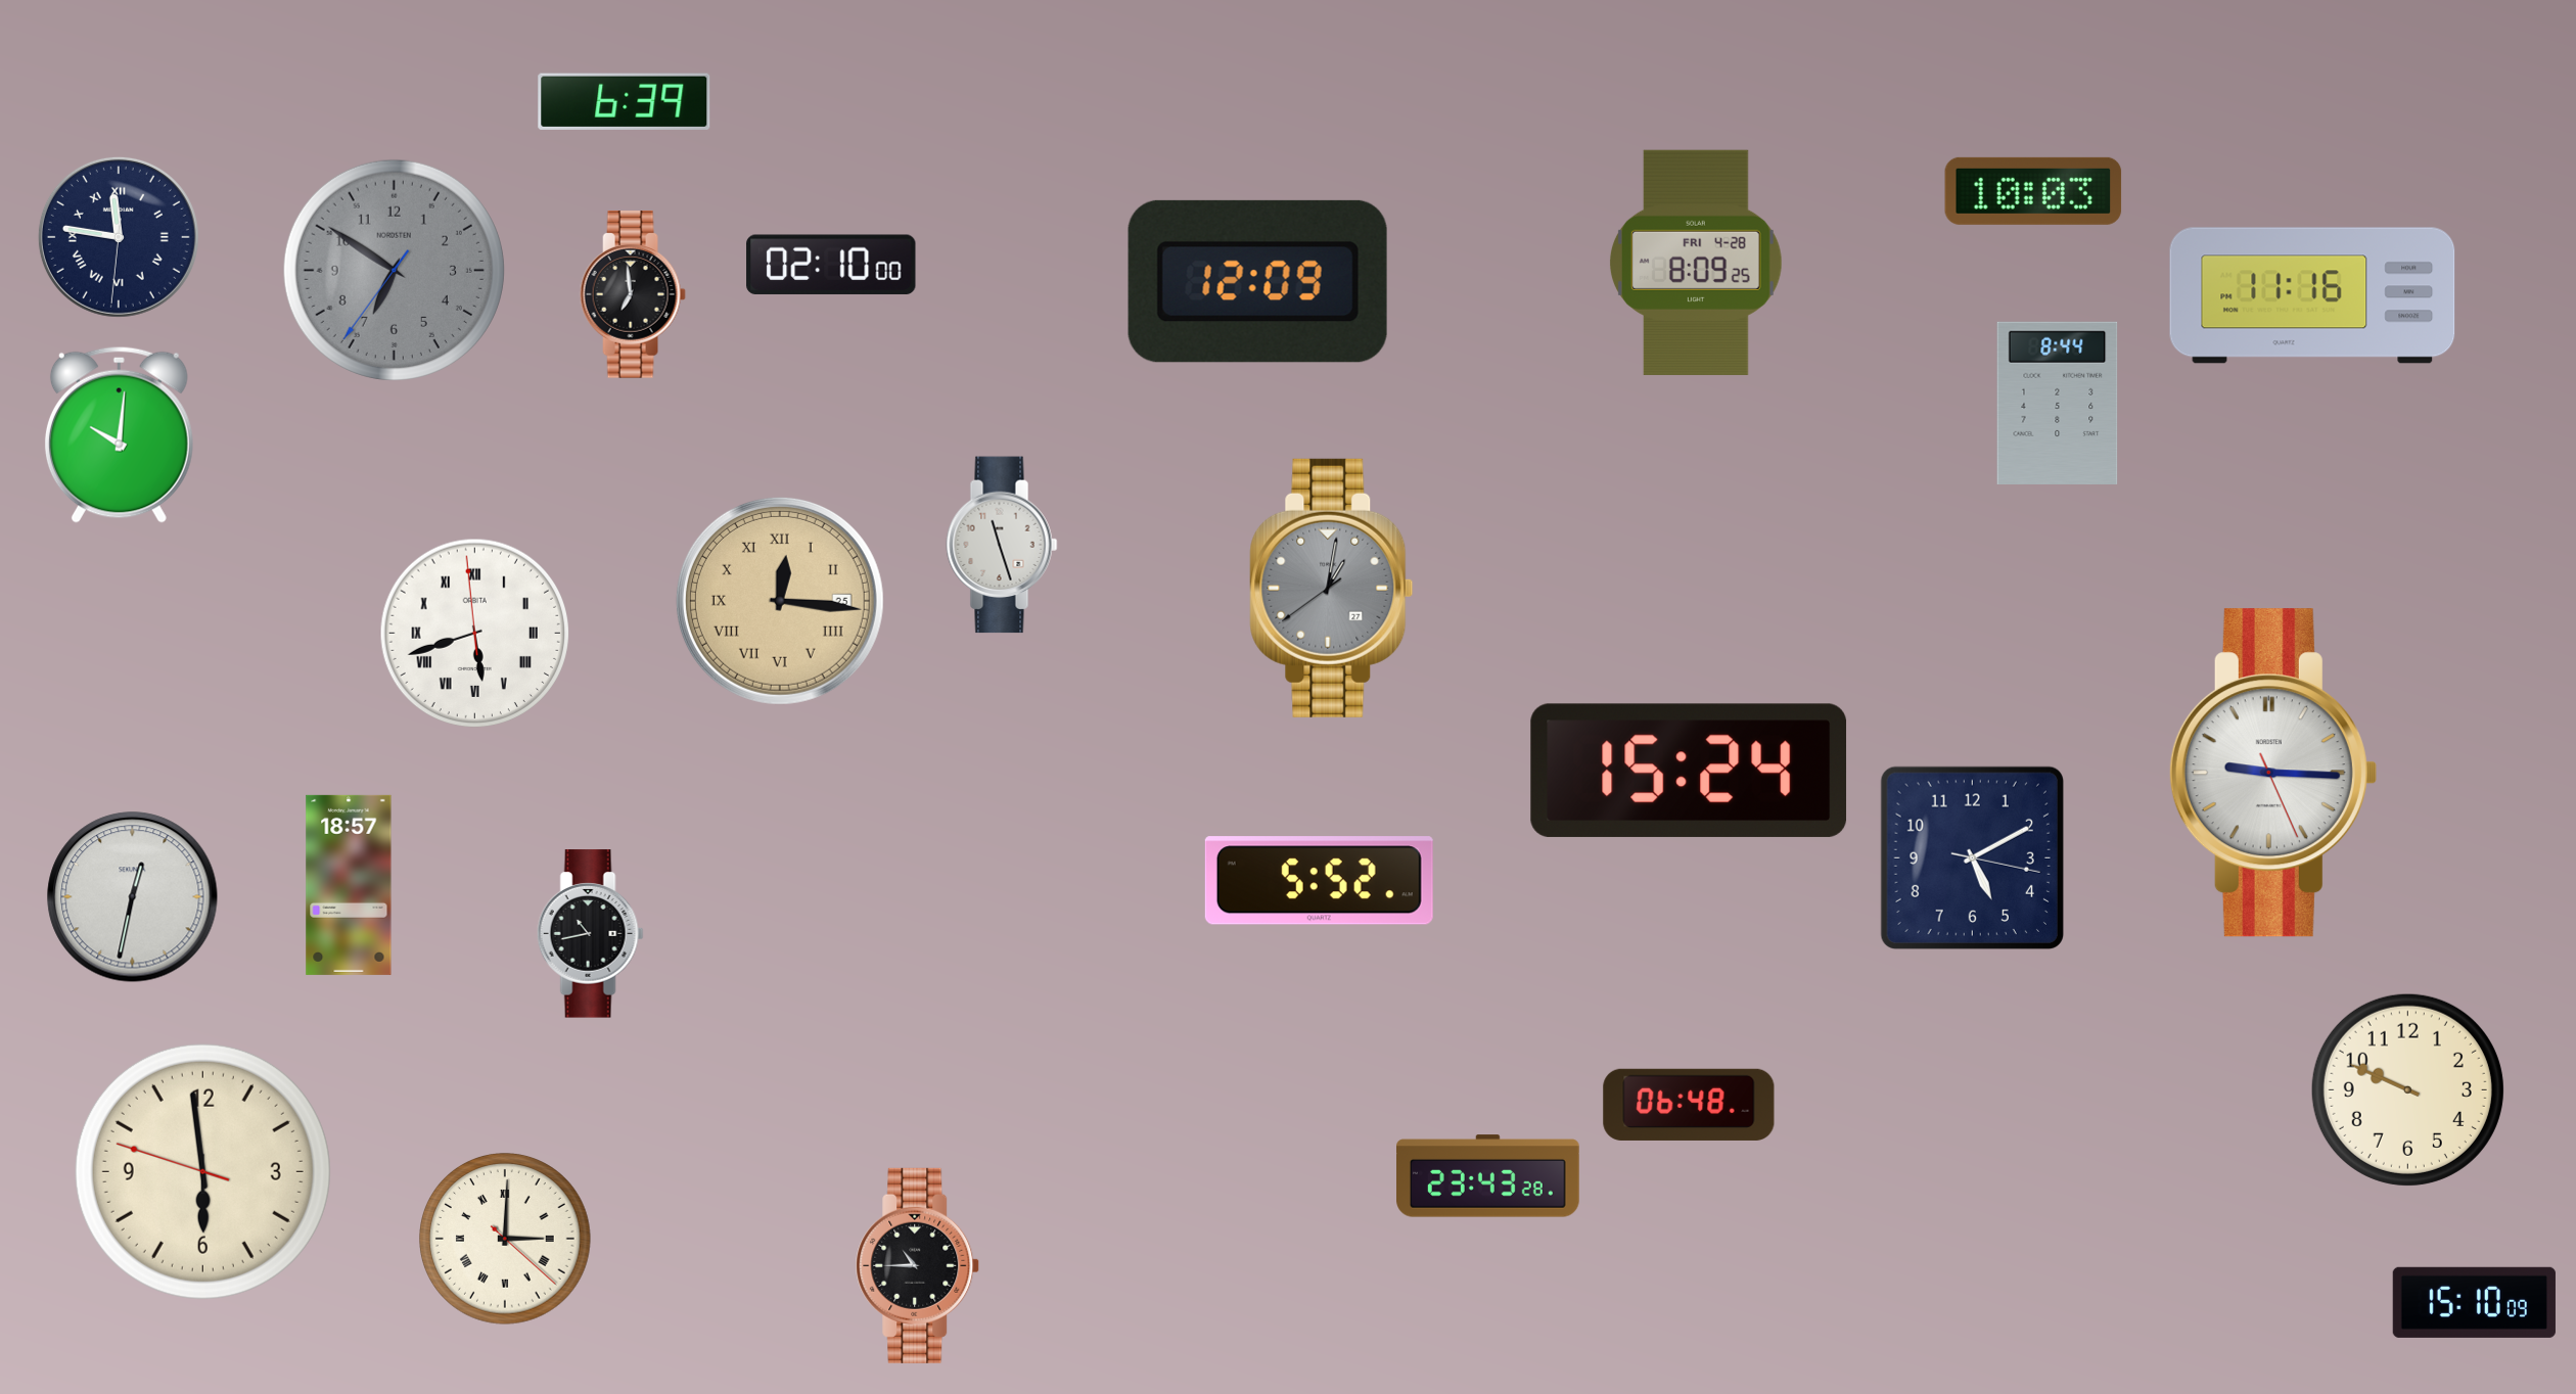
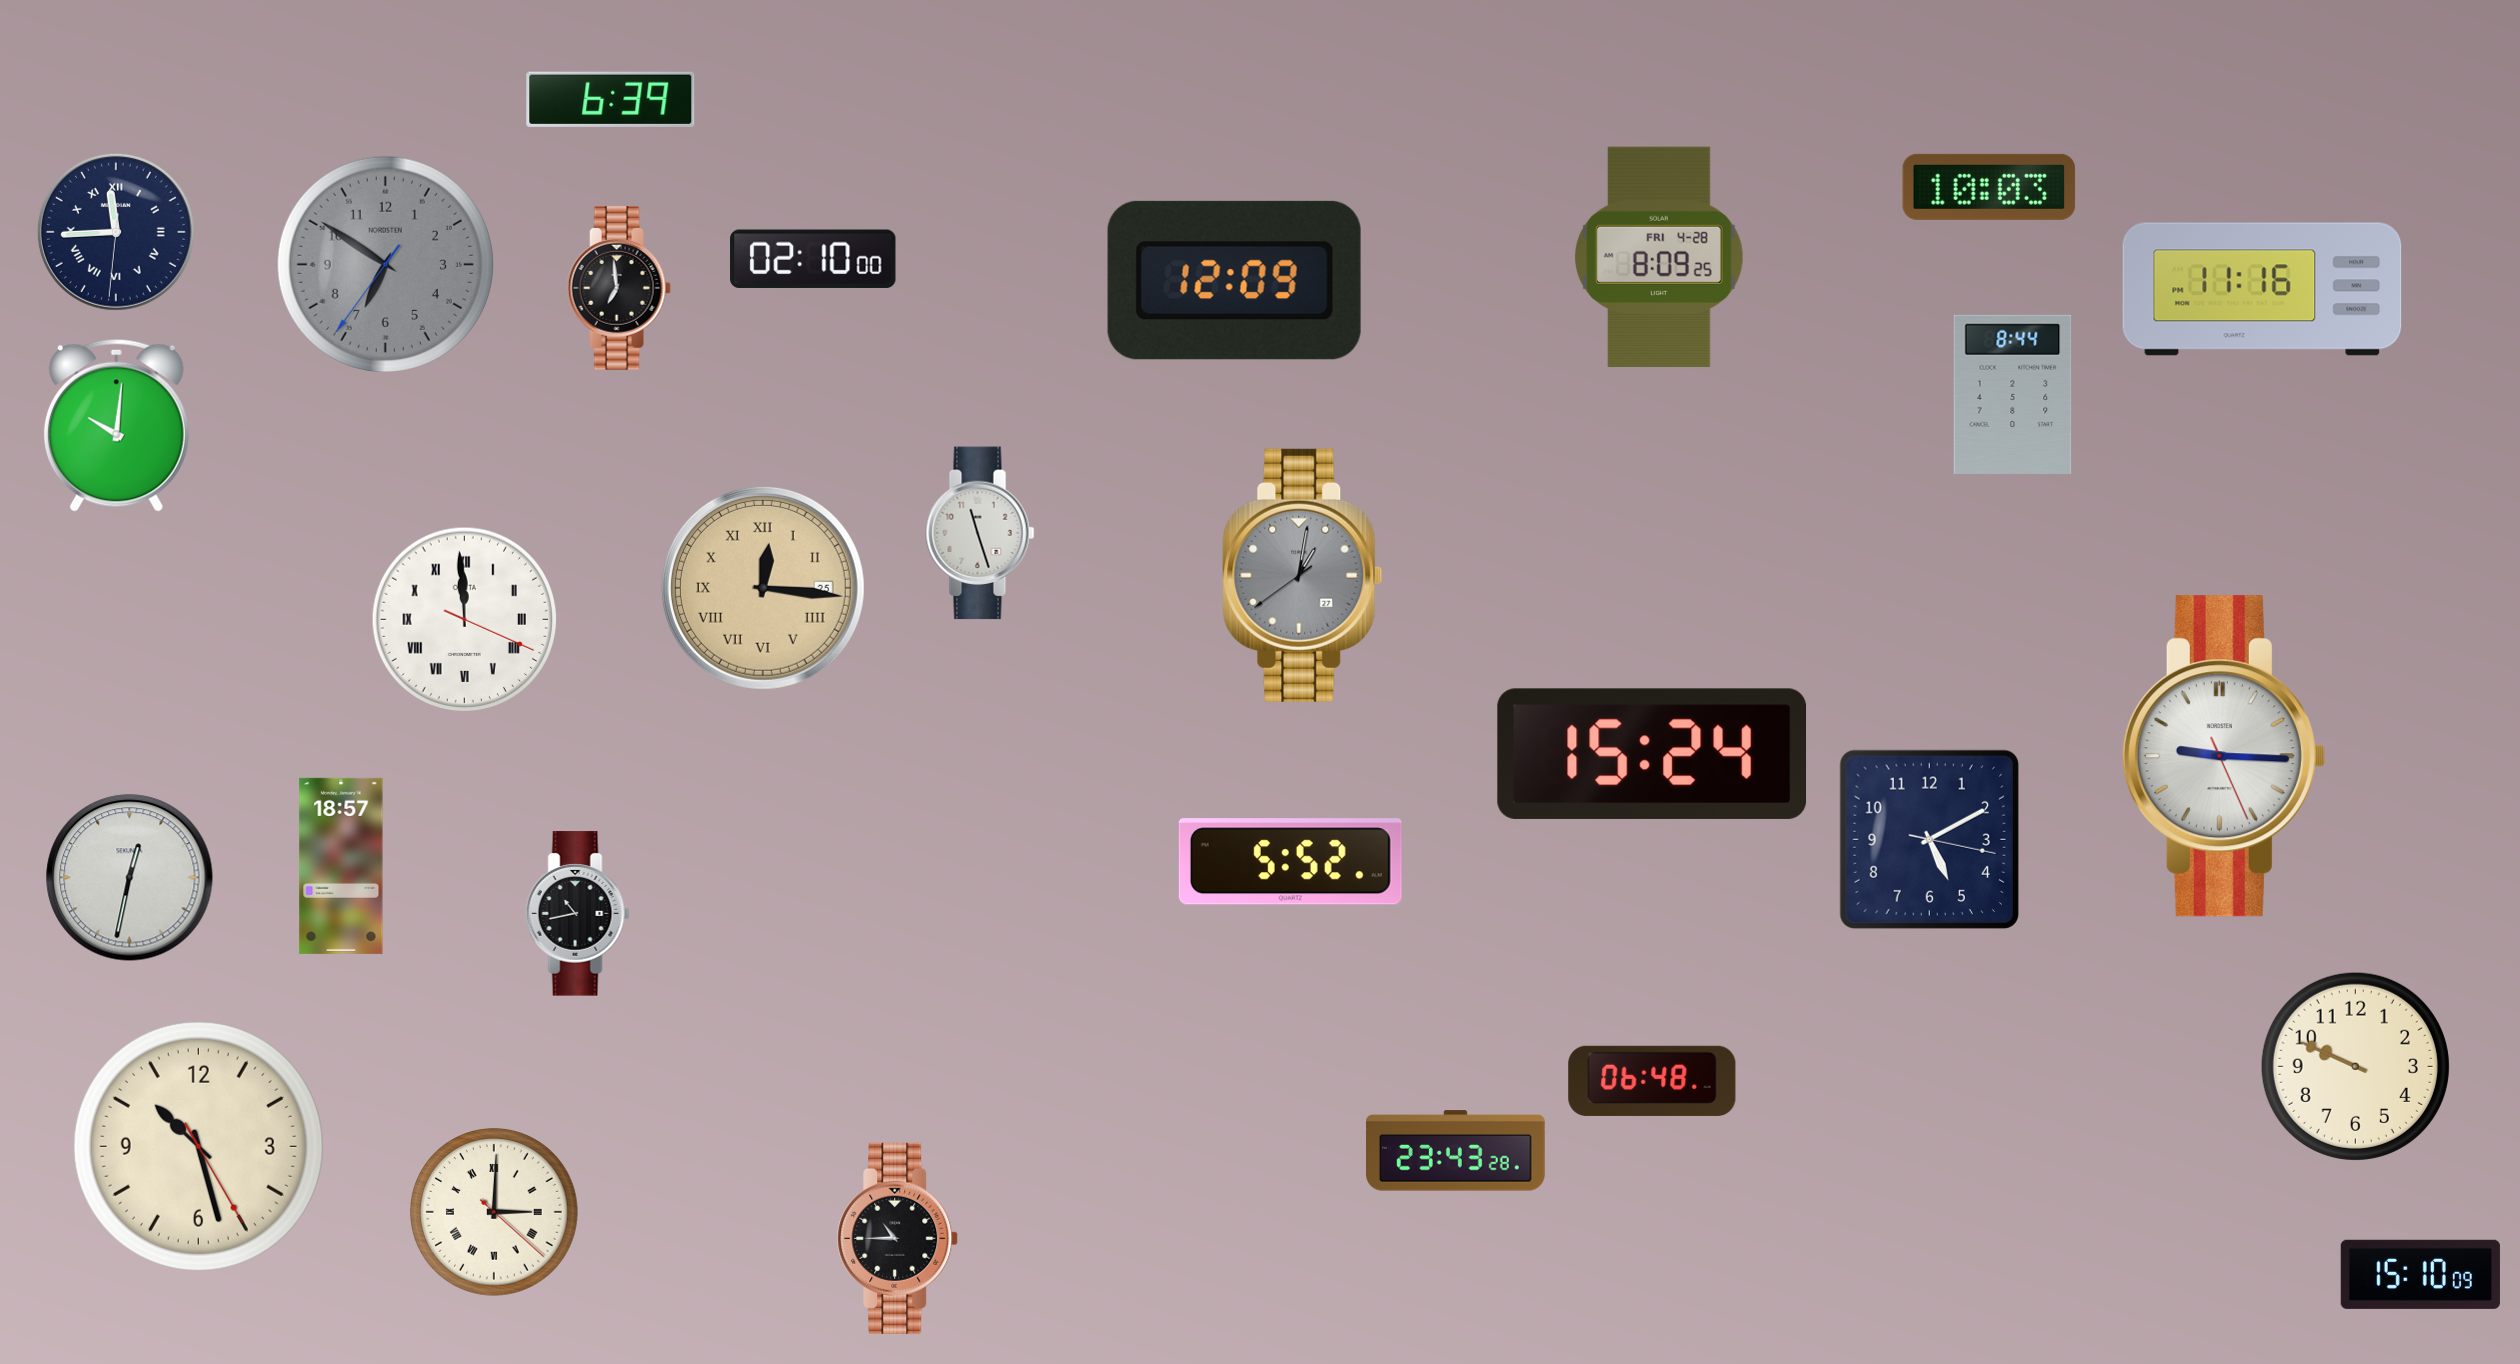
clock at (119, 237): 11:46 -> 11:44
clock at (1257, 281) position: (1257, 281) -> (1234, 280)
clock at (475, 634): 5:41 -> 11:59
clock at (202, 1171): 5:58 -> 10:27
